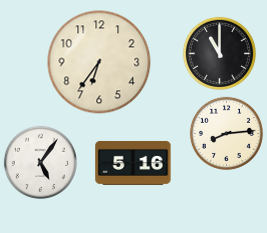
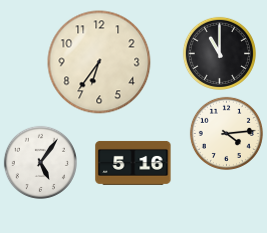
clock at (226, 133): 8:14 -> 4:14
